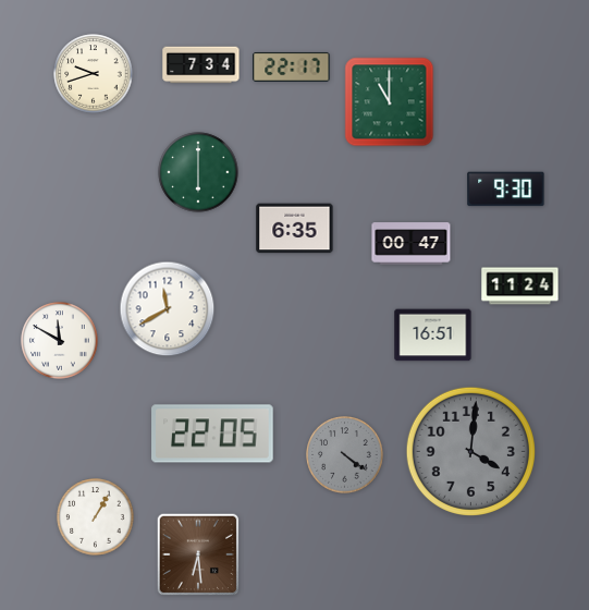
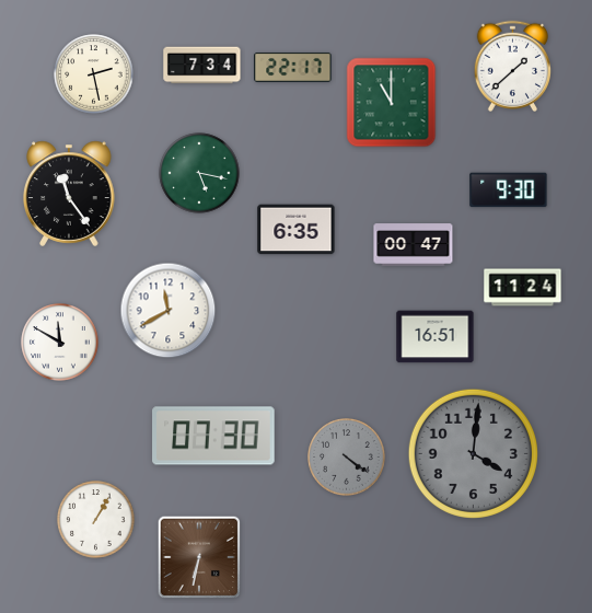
clock at (512, 66): none -> 1:38
clock at (94, 74): 9:42 -> 2:28
clock at (198, 172): 6:00 -> 5:17
clock at (69, 194): none -> 11:24
clock at (212, 434): 22:05 -> 07:30
clock at (198, 554): 6:29 -> 6:32
